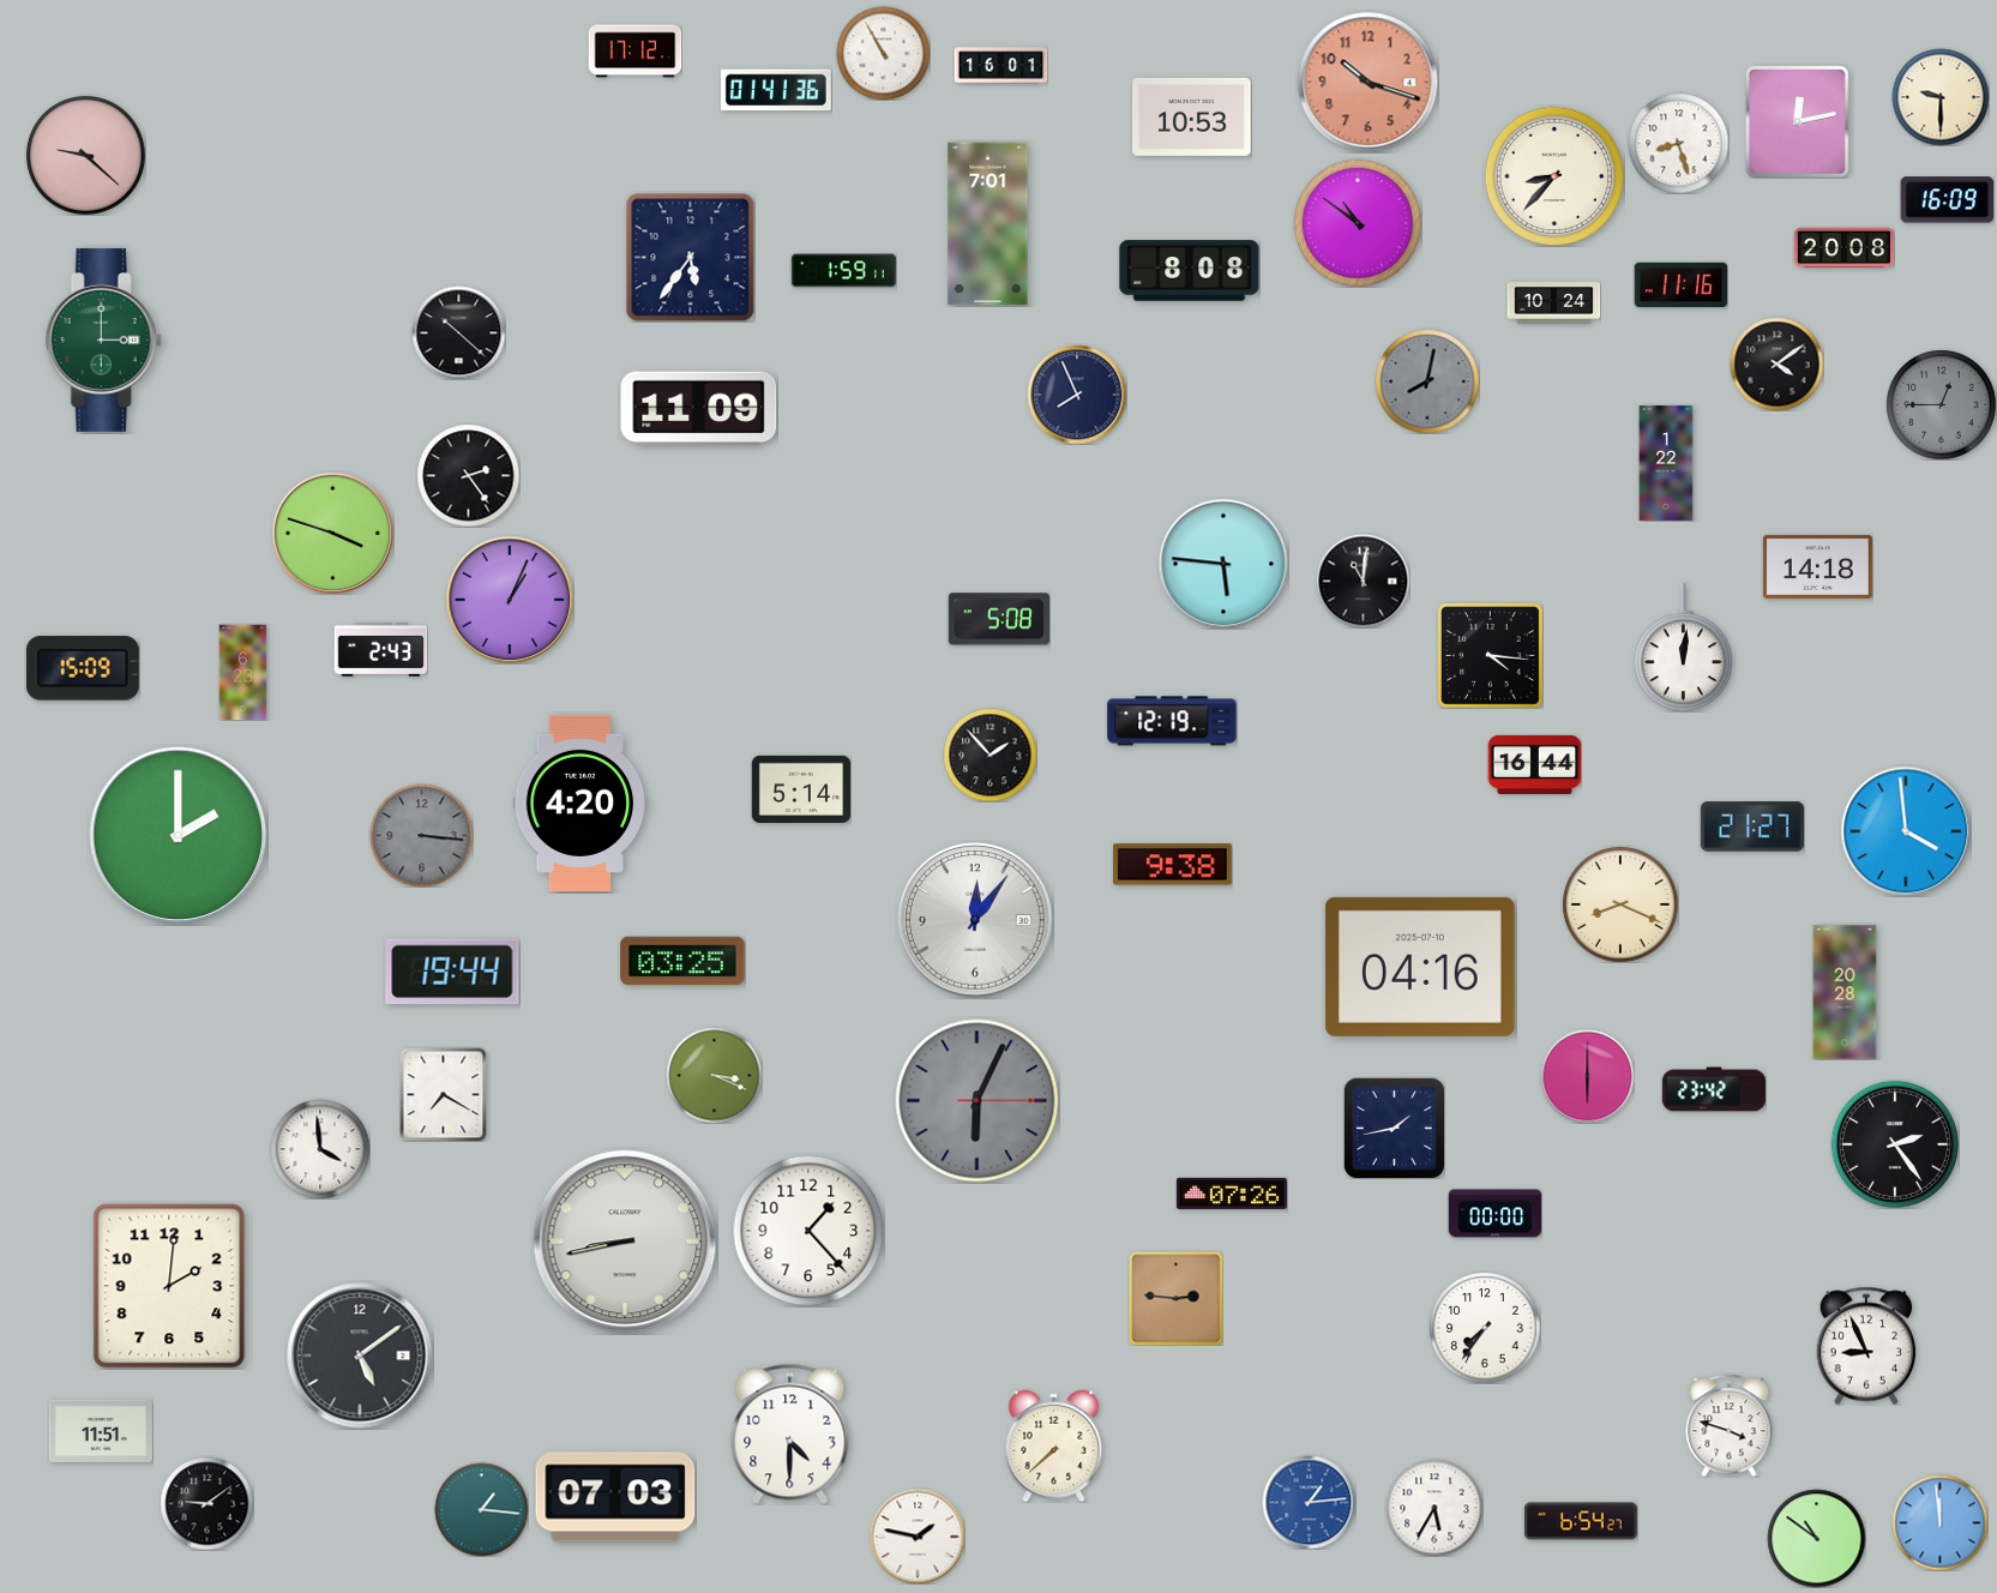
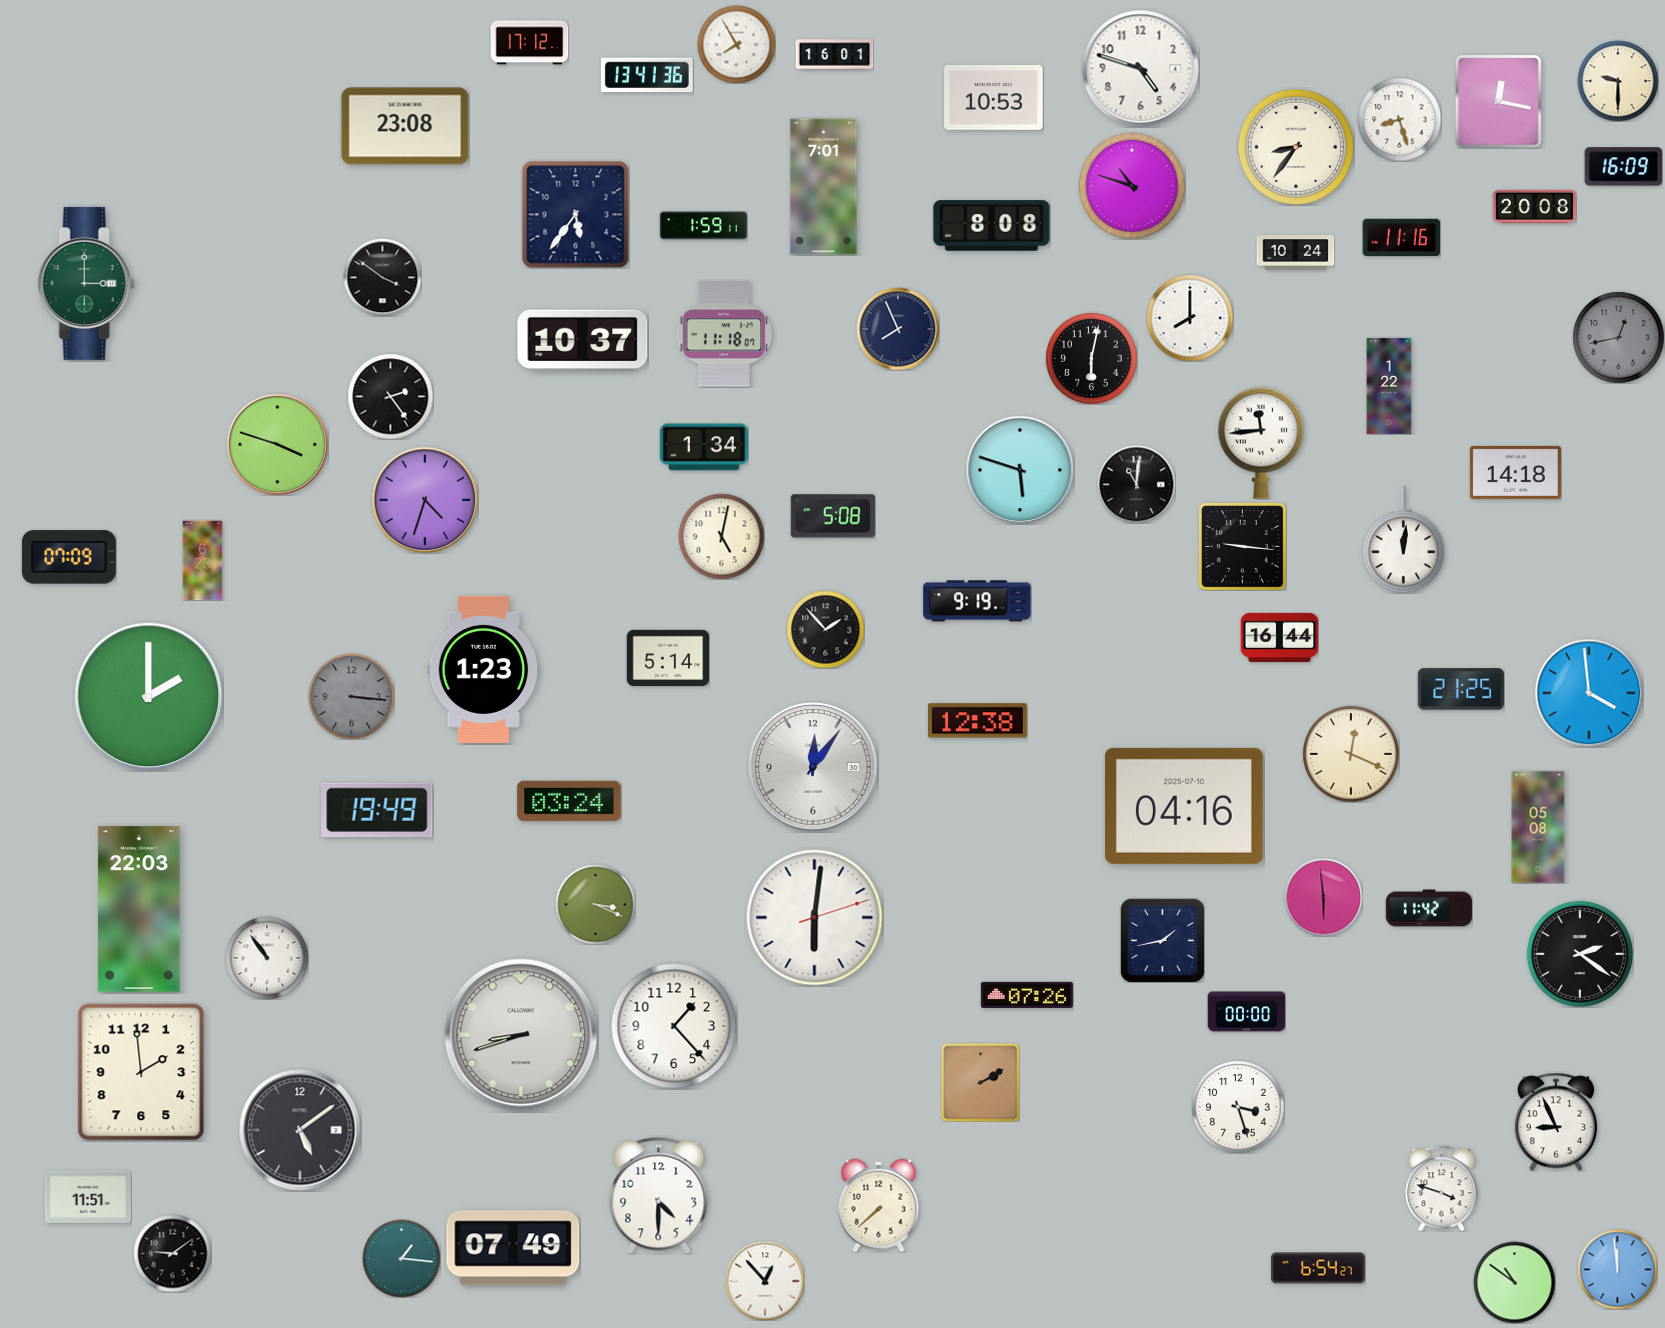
clock at (883, 53): 10:55 -> 7:55
clock at (1367, 82): 10:18 -> 4:48
clock at (1367, 82) dial: salmon -> white
clock at (776, 90): 01:41 -> 13:41
clock at (1797, 121): 12:13 -> 12:17
clock at (405, 126): none -> 23:08
clock at (85, 155): 9:22 -> none
clock at (1554, 176): 8:37 -> 8:36
clock at (1358, 223): 10:51 -> 10:48
clock at (1843, 248) position: (1843, 248) -> (1534, 207)
clock at (458, 332): 10:22 -> 3:51
clock at (1776, 363): 4:09 -> none
clock at (1427, 381): 8:02 -> 8:00
clock at (1427, 381) dial: grey -> white
clock at (724, 334): none -> 11:18
clock at (1941, 404): 12:45 -> 12:43
clock at (699, 409): 11:09 -> 10:37
clock at (1091, 358): none -> 6:02
clock at (1261, 443): none -> 11:44
clock at (704, 447): none -> 1:34
clock at (1223, 564): 5:46 -> 5:48
clock at (510, 600): 1:04 -> 4:33
clock at (721, 536): none -> 5:02
clock at (380, 649): 2:43 -> none
clock at (1491, 656): 4:16 -> 9:16
clock at (83, 668): 15:09 -> 07:09
clock at (1172, 721): 12:19 -> 9:19
clock at (581, 802): 4:20 -> 1:23
clock at (1752, 826): 21:27 -> 21:25
clock at (1173, 865): 9:38 -> 12:38
clock at (1620, 904): 8:19 -> 12:19
clock at (682, 961): 03:25 -> 03:24
clock at (452, 972): 19:44 -> 19:49
clock at (1845, 992): 20:28 -> 05:08
clock at (714, 1075) position: (714, 1075) -> (595, 904)
clock at (1587, 1076): 6:00 -> 5:59
clock at (1713, 1089): 23:42 -> 11:42
clock at (139, 909): none -> 22:03
clock at (444, 1094): 7:20 -> none
clock at (978, 1101): 6:04 -> 6:01
clock at (978, 1101) dial: grey -> white
clock at (1895, 1144): 2:24 -> 2:21
clock at (320, 1149): 3:59 -> 10:54
clock at (625, 1242): 8:43 -> 8:42
clock at (169, 1286): 2:01 -> 1:59
clock at (1175, 1298): 2:46 -> 2:10
clock at (1485, 1328): 7:36 -> 3:27
clock at (101, 1431) position: (101, 1431) -> (88, 1197)
clock at (615, 1497): 07:03 -> 07:49
clock at (1309, 1502): 1:14 -> none
clock at (1434, 1508): 5:35 -> none
clock at (918, 1537): 1:47 -> 12:53
